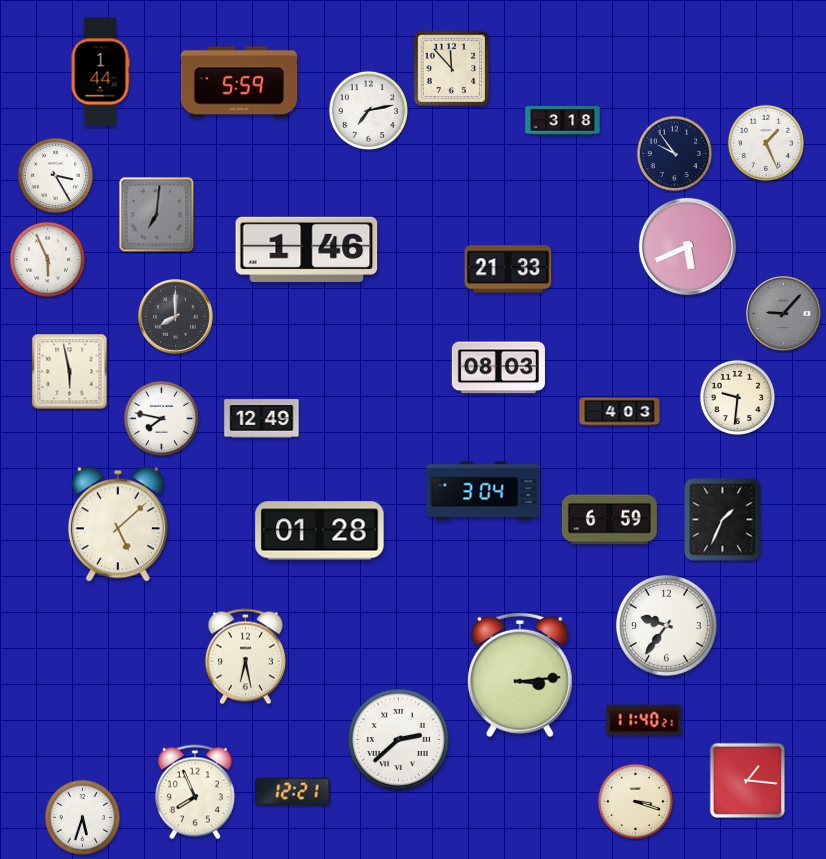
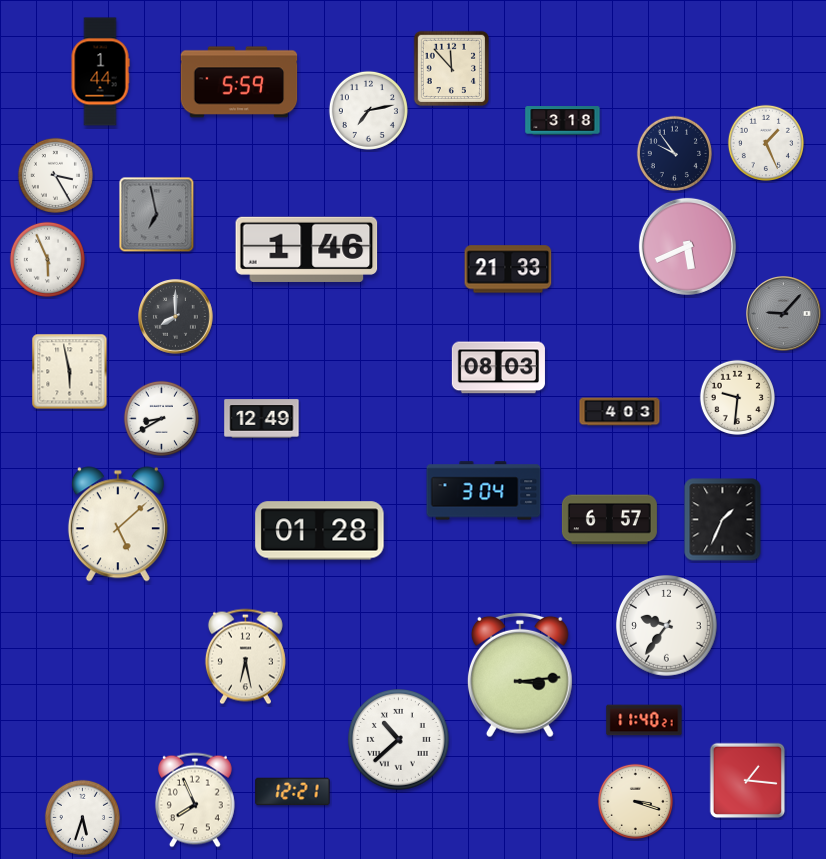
clock at (157, 215): 7:01 -> 6:58
clock at (161, 418): 7:47 -> 8:40
clock at (609, 520): 6:59 -> 6:57
clock at (399, 740): 2:38 -> 10:38
clock at (195, 792) position: (195, 792) -> (195, 800)
